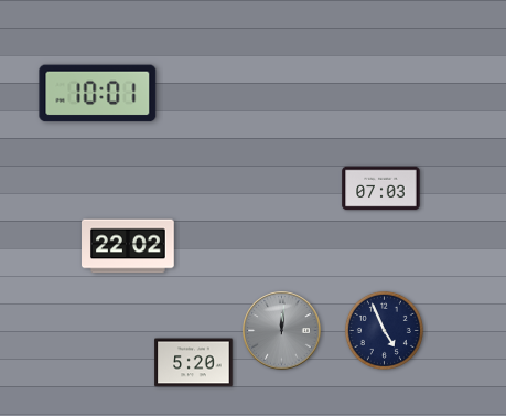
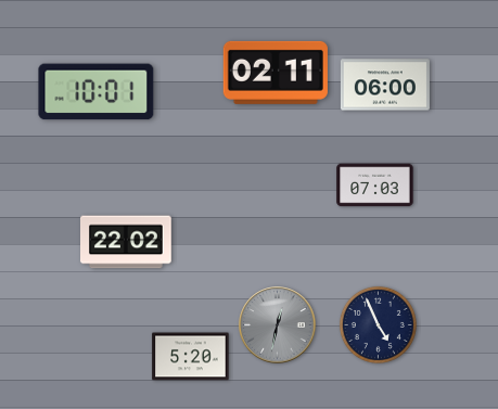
clock at (276, 73): none -> 02:11
clock at (385, 85): none -> 06:00
clock at (282, 331): 12:01 -> 12:32
